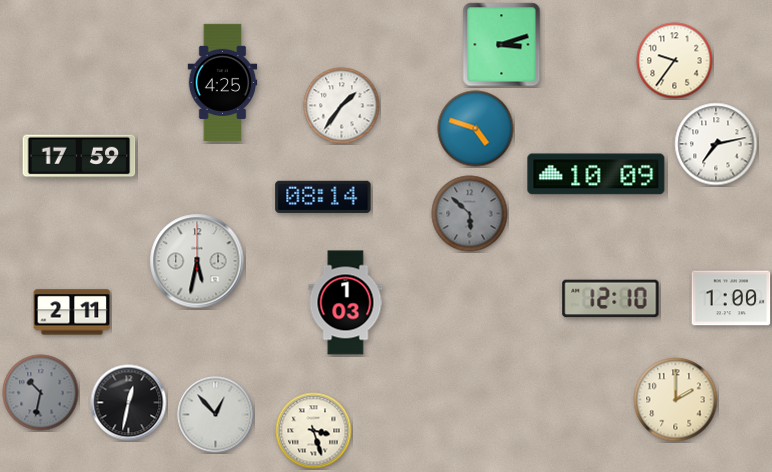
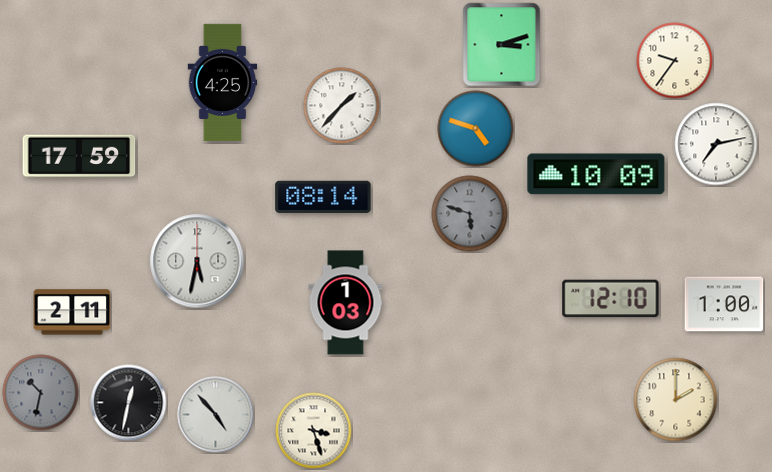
clock at (342, 106): 1:36 -> 1:37
clock at (470, 214): 5:52 -> 5:48
clock at (731, 298) position: (731, 298) -> (724, 304)
clock at (216, 415): 12:53 -> 4:53
